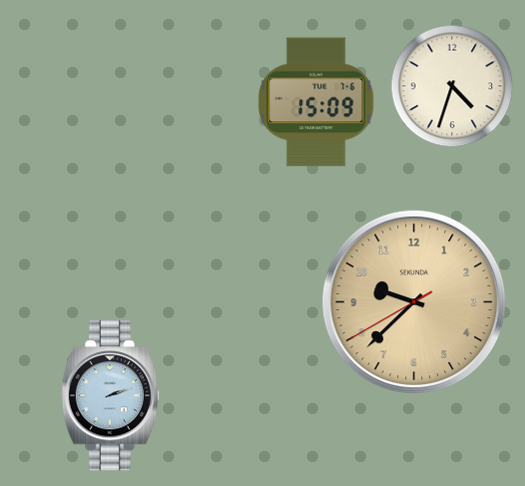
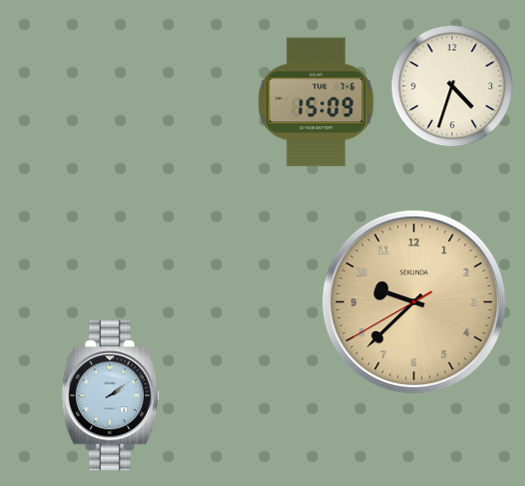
clock at (110, 396): 2:12 -> 2:09
